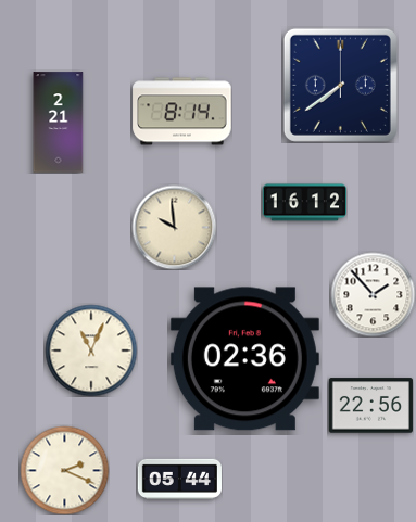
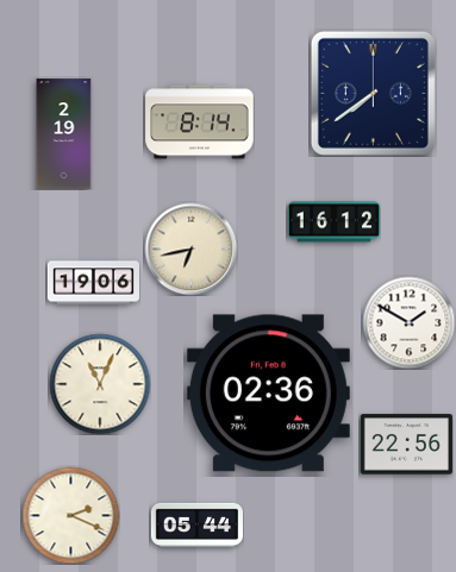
clock at (59, 123): 2:21 -> 2:19
clock at (174, 227): 9:59 -> 6:43
clock at (93, 283): none -> 19:06
clock at (373, 294): 1:53 -> 1:50
